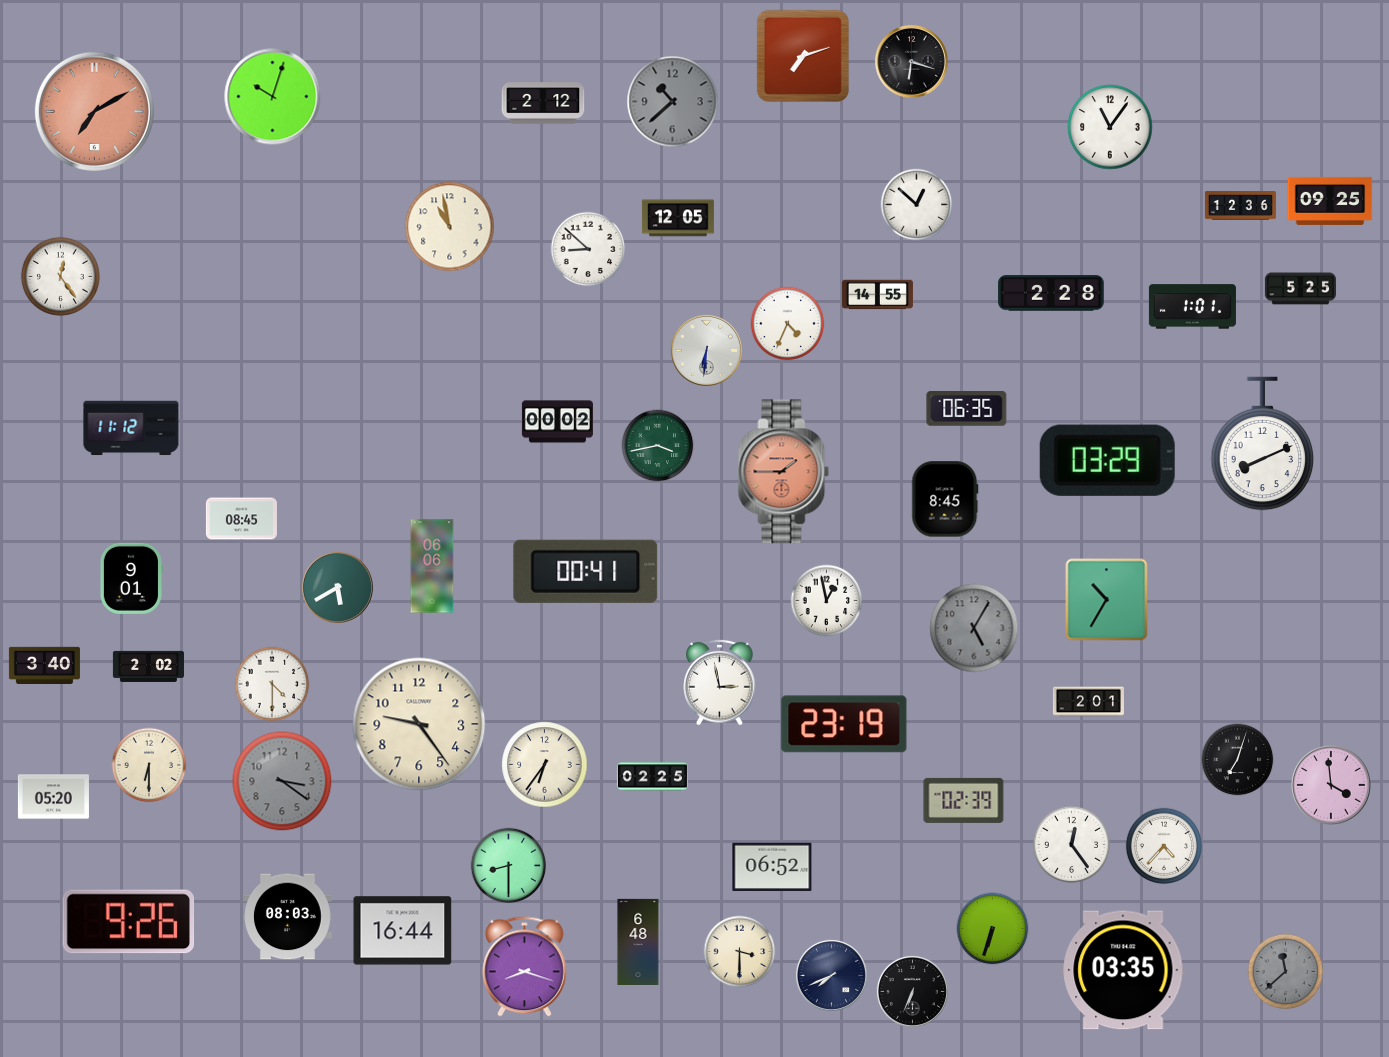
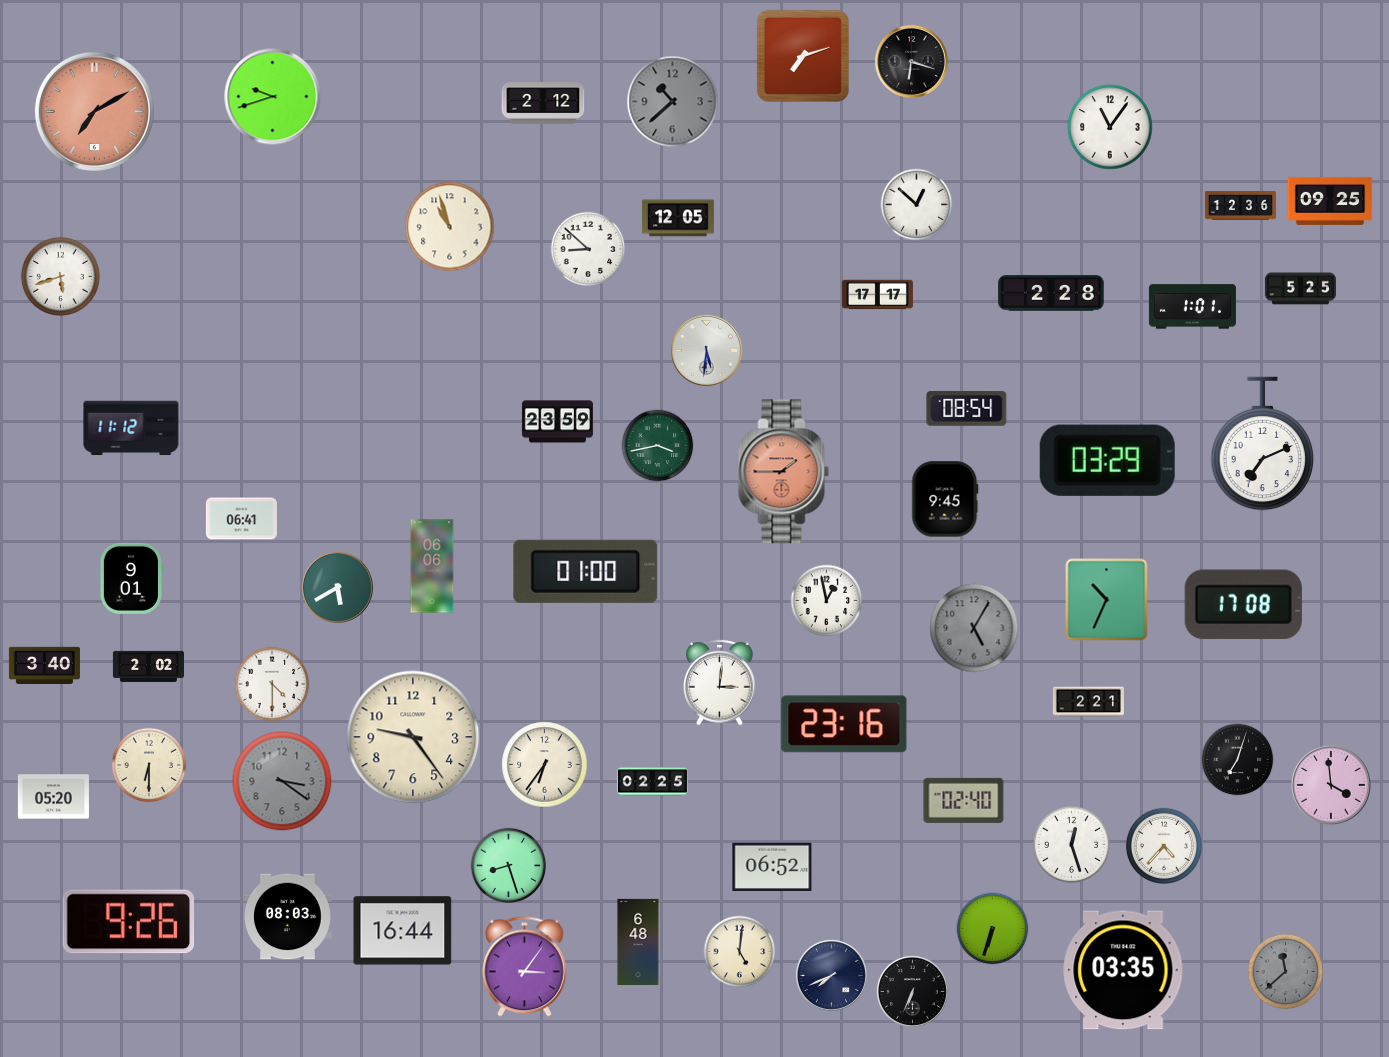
clock at (273, 97): 10:03 -> 9:42
clock at (450, 227): 10:58 -> 10:57
clock at (60, 276): 12:24 -> 5:42
clock at (877, 295): 14:55 -> 17:17
clock at (788, 324): 4:34 -> none
clock at (706, 350): 6:31 -> 5:31
clock at (967, 409): 06:35 -> 08:54
clock at (557, 422): 00:02 -> 23:59
clock at (1263, 444): 8:11 -> 7:11
clock at (945, 499): 8:45 -> 9:45
clock at (241, 519): 08:45 -> 06:41
clock at (586, 571): 00:41 -> 01:00
clock at (1107, 600): 10:35 -> 10:34
clock at (1243, 605): none -> 17:08
clock at (720, 682): 2:58 -> 3:01
clock at (1088, 702): 2:01 -> 2:21
clock at (419, 724) position: (419, 724) -> (413, 737)
clock at (844, 724): 23:19 -> 23:16
clock at (652, 777) position: (652, 777) -> (652, 782)
clock at (964, 800): 02:39 -> 02:40
clock at (1071, 844): 12:24 -> 12:27
clock at (509, 866): 8:30 -> 8:27
clock at (740, 952): 3:30 -> 5:01
clock at (525, 967): 8:18 -> 3:06
